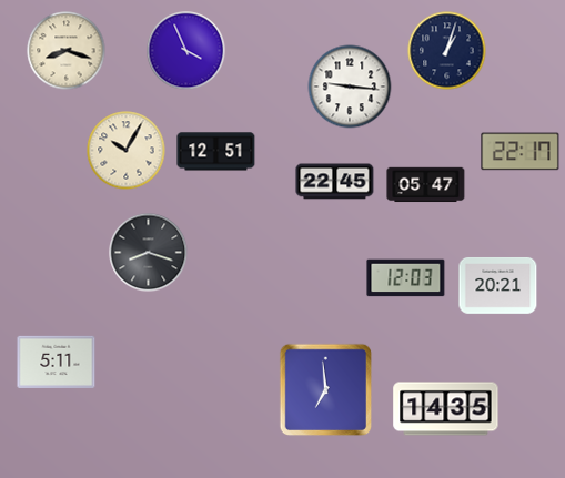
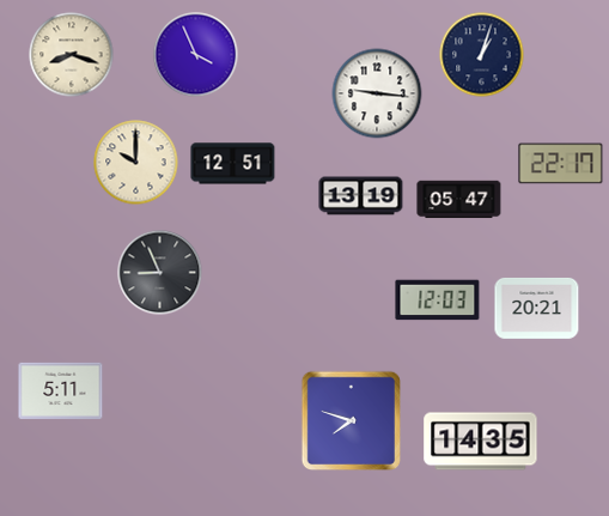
clock at (186, 51) position: (186, 51) -> (196, 55)
clock at (127, 151): 10:05 -> 10:00
clock at (335, 182): 22:45 -> 13:19
clock at (149, 253): 8:18 -> 8:56
clock at (325, 389): 6:59 -> 7:48
